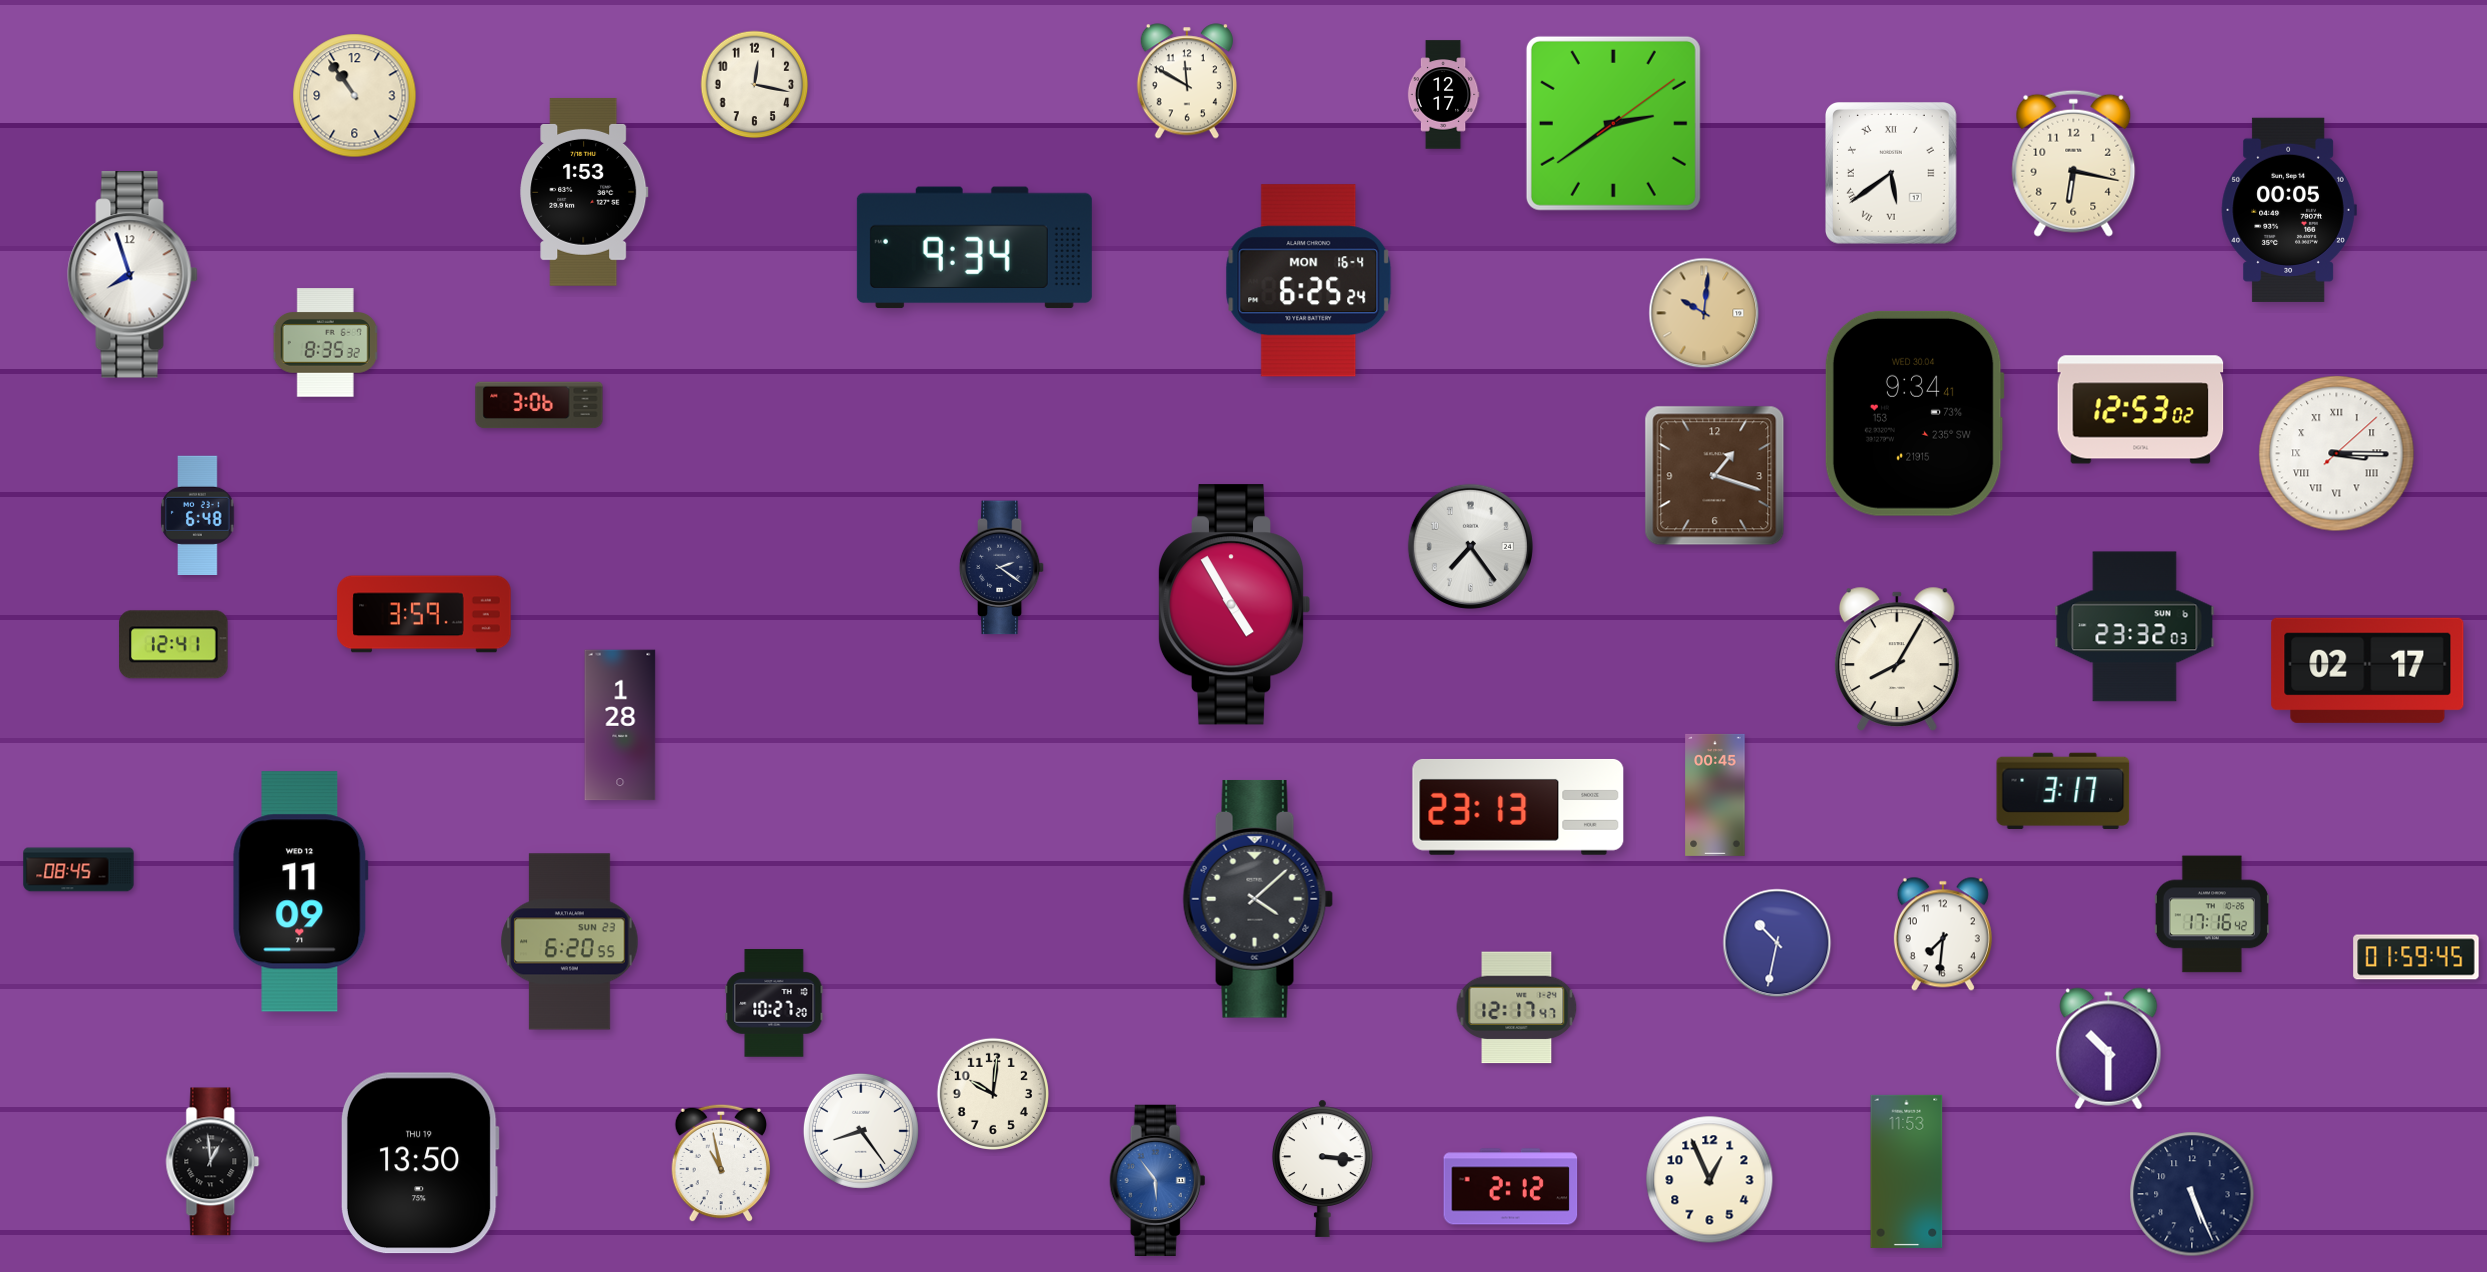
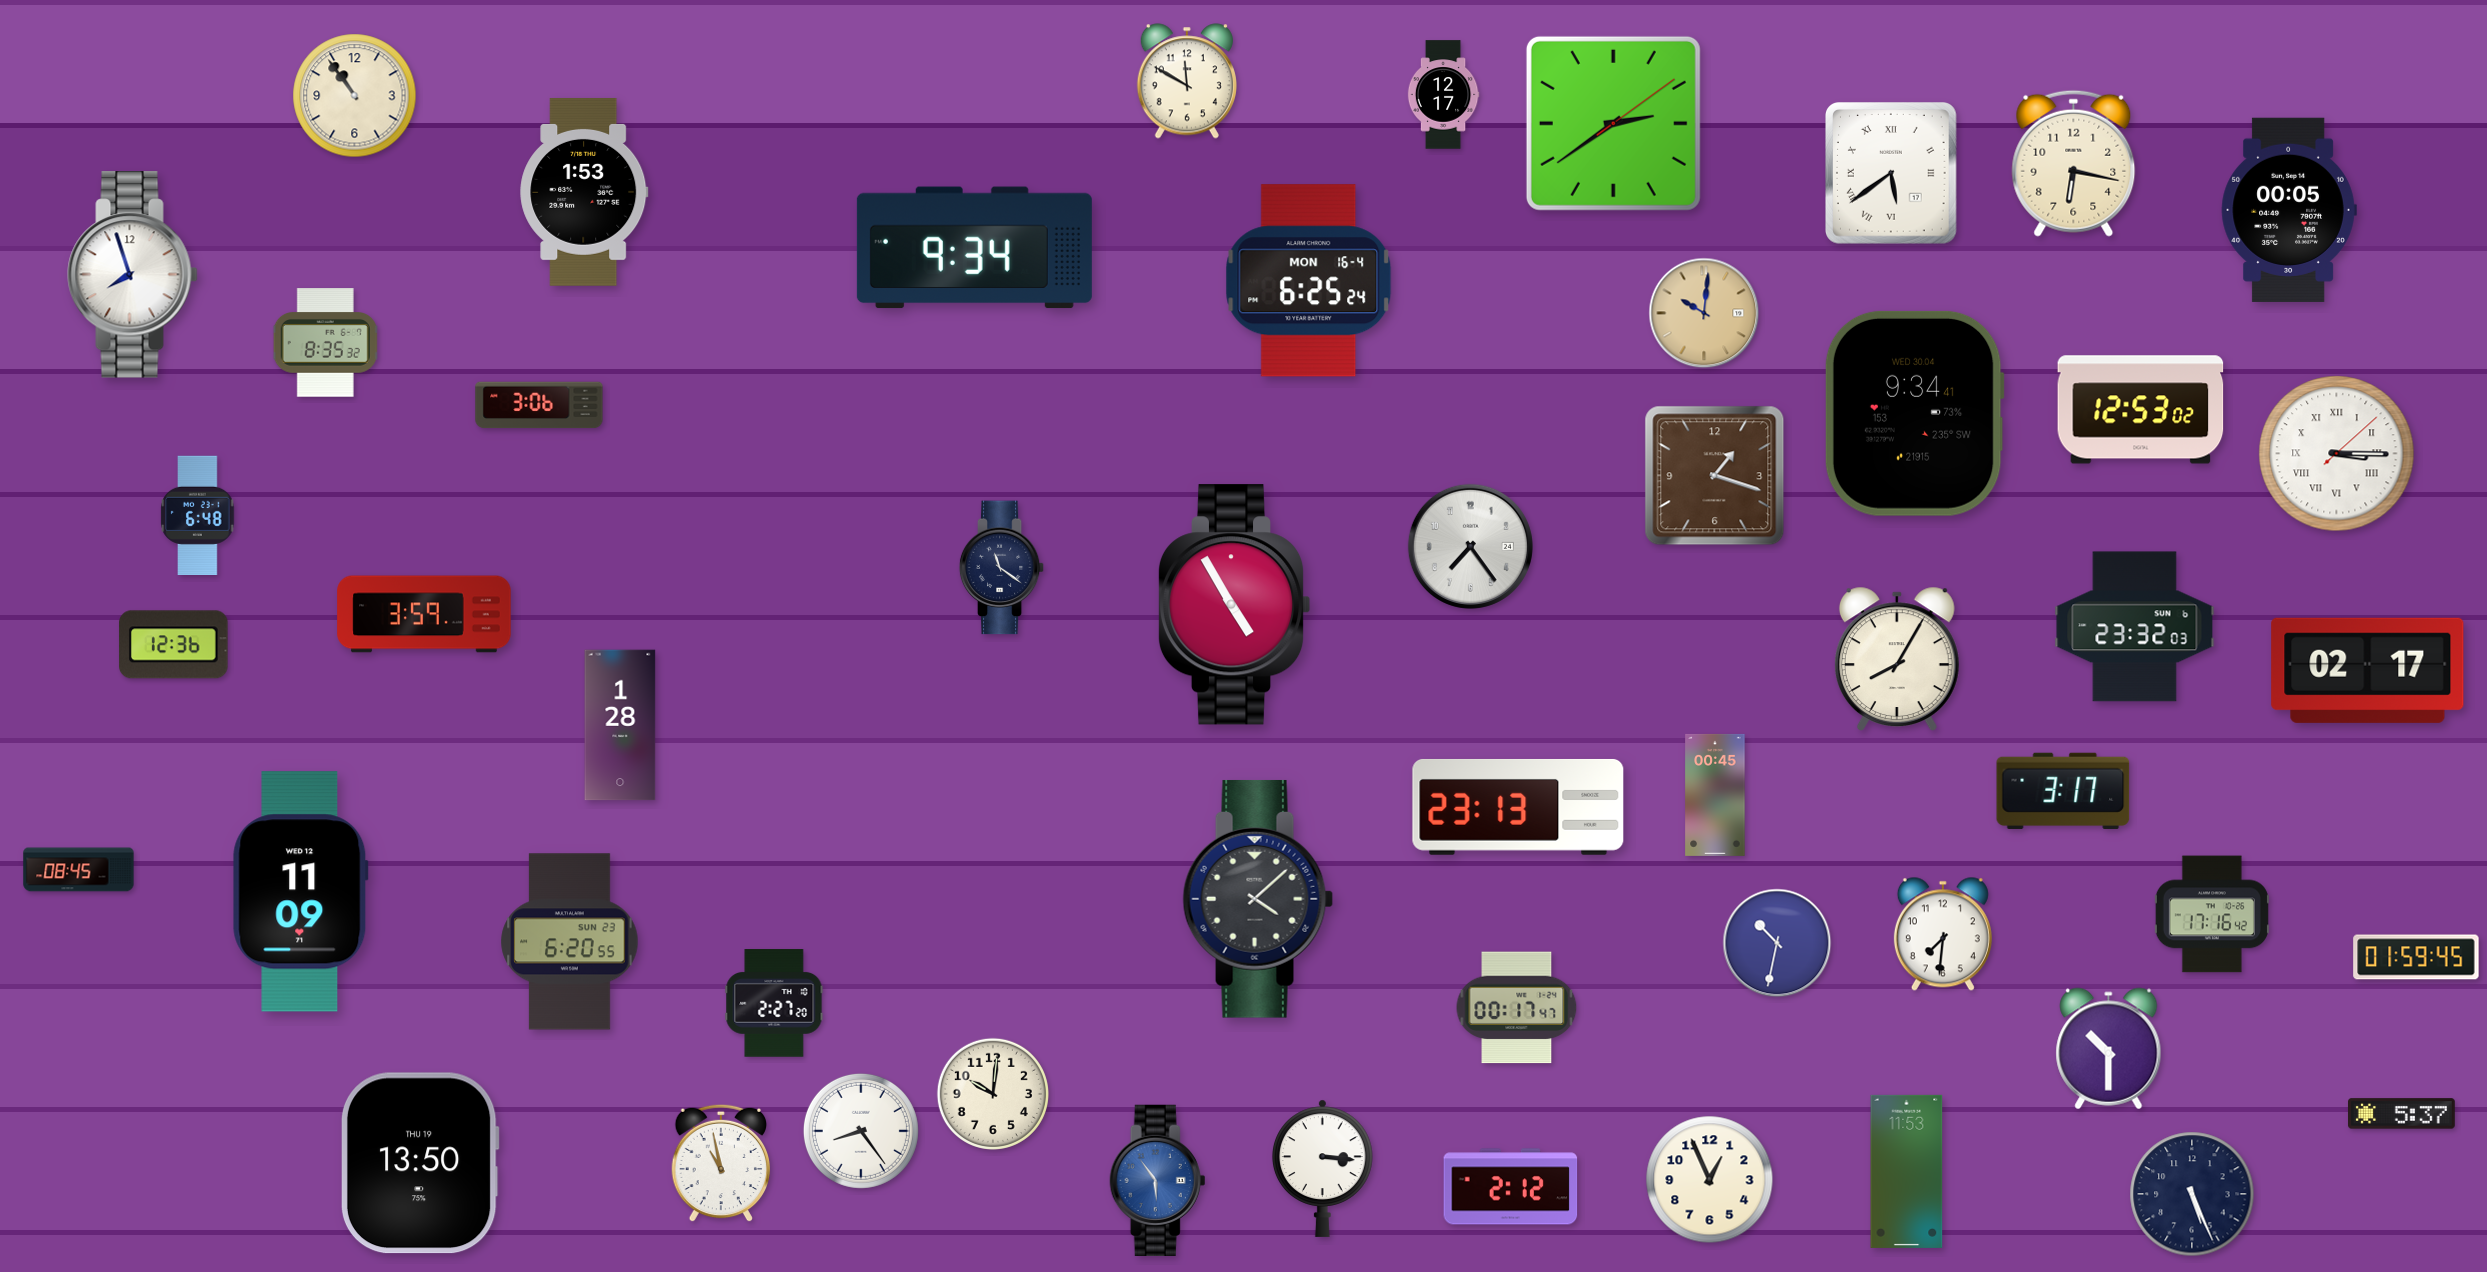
clock at (755, 85): 12:17 -> none
clock at (1002, 568): 2:21 -> 11:21
clock at (174, 645): 12:41 -> 12:36
clock at (774, 1003): 10:27 -> 2:27
clock at (1517, 1008): 12:17 -> 00:17
clock at (2402, 1114): none -> 5:37
clock at (213, 1162): 12:59 -> none
